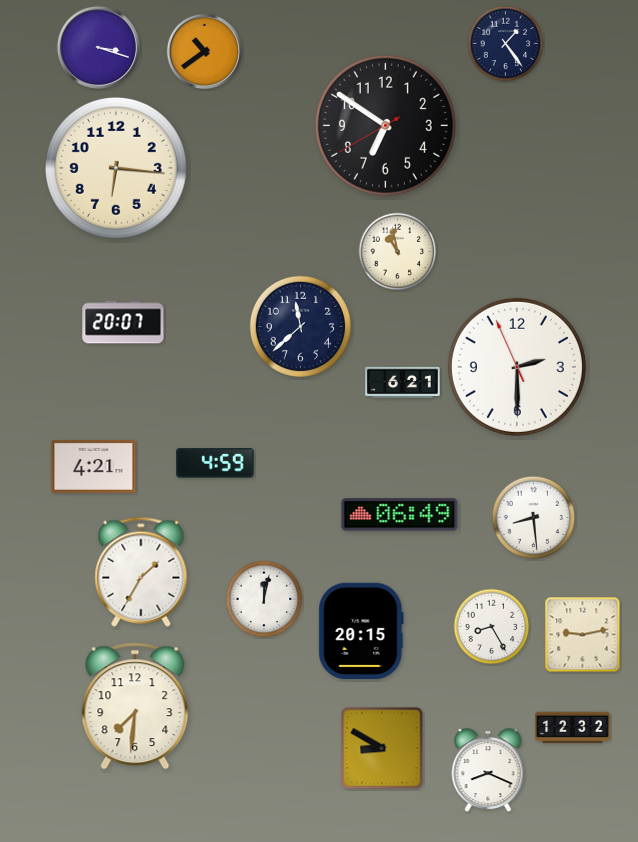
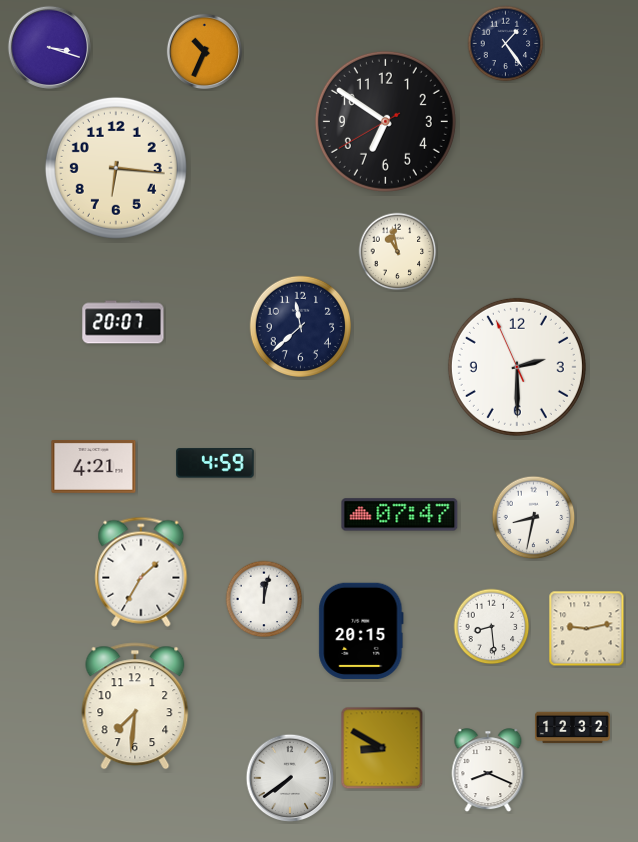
clock at (99, 48) position: (99, 48) -> (50, 48)
clock at (204, 51): 10:39 -> 10:34
clock at (385, 125) position: (385, 125) -> (385, 121)
clock at (403, 382): 6:21 -> none
clock at (400, 515): 06:49 -> 07:47
clock at (534, 518): 8:29 -> 8:32
clock at (492, 627): 8:25 -> 8:29
clock at (583, 635) position: (583, 635) -> (587, 629)
clock at (290, 778): none -> 7:39
